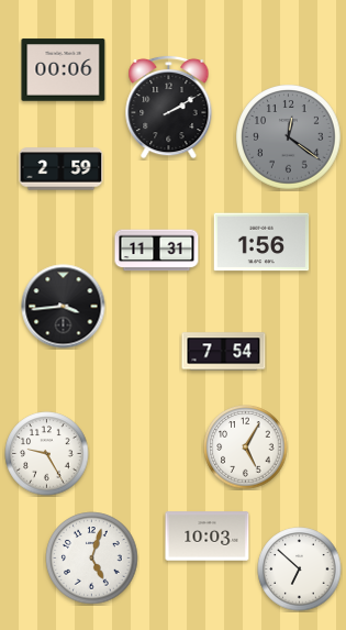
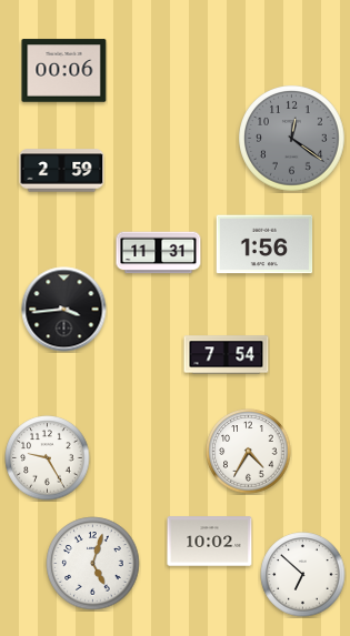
clock at (169, 107): 2:10 -> none
clock at (246, 447): 5:05 -> 4:35
clock at (208, 537): 10:03 -> 10:02
